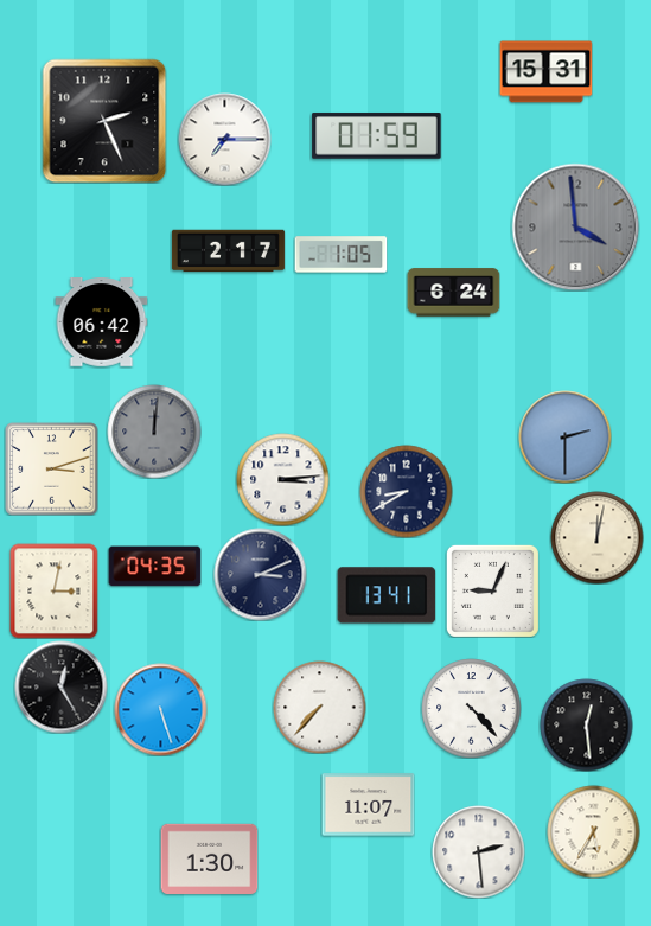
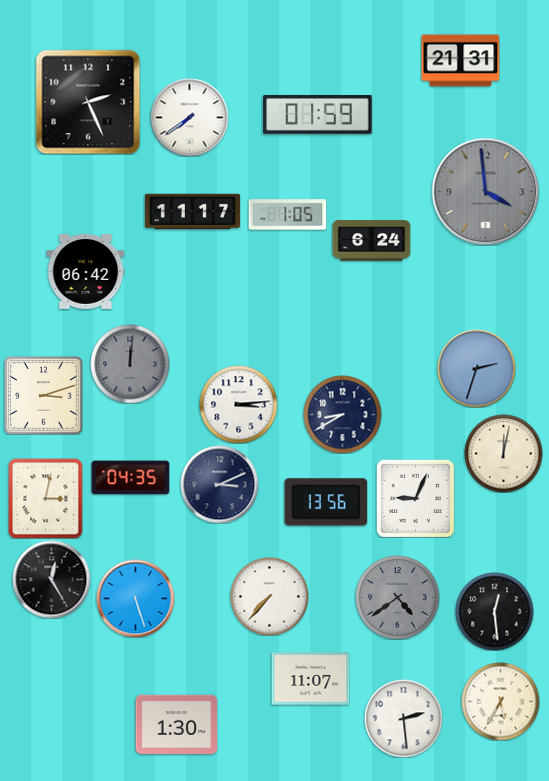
clock at (545, 72): 15:31 -> 21:31
clock at (224, 139): 7:15 -> 7:39
clock at (228, 251): 2:17 -> 11:17
clock at (453, 293) position: (453, 293) -> (371, 241)
clock at (564, 436): 2:30 -> 2:33
clock at (387, 595): 13:41 -> 13:56
clock at (471, 708): 4:23 -> 4:39
clock at (471, 708) dial: white -> grey
